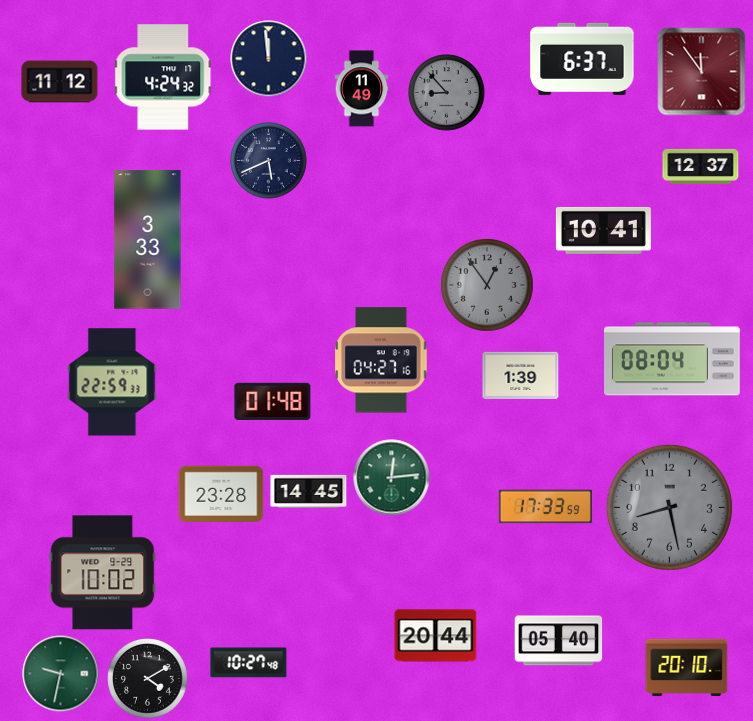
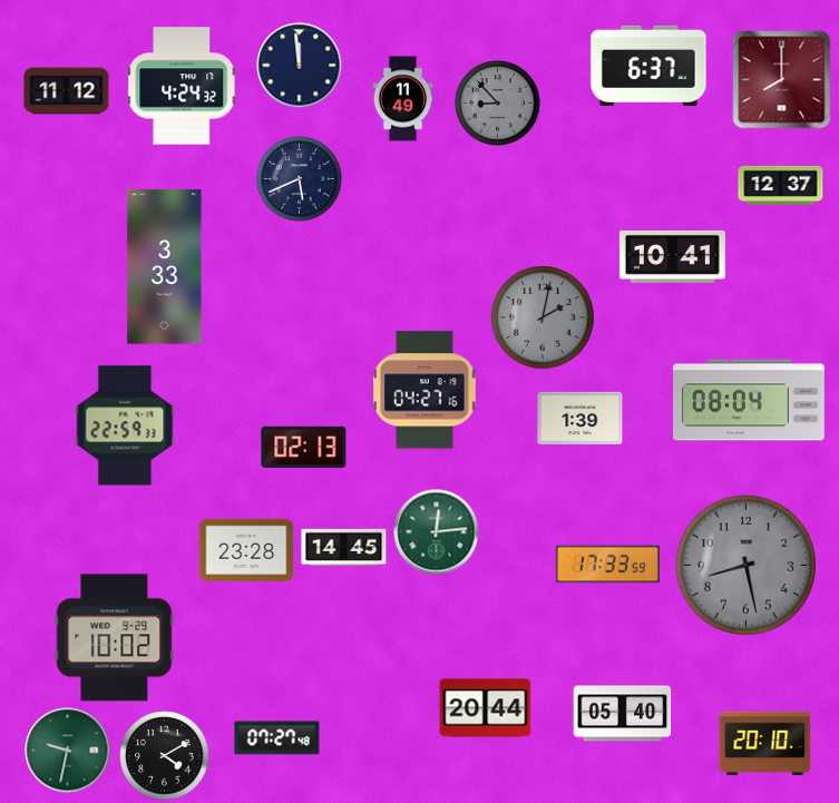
clock at (702, 72): 11:54 -> 8:00
clock at (488, 286): 12:54 -> 2:02
clock at (381, 360) position: (381, 360) -> (425, 390)
clock at (273, 401): 01:48 -> 02:13
clock at (249, 663): 10:27 -> 07:27
